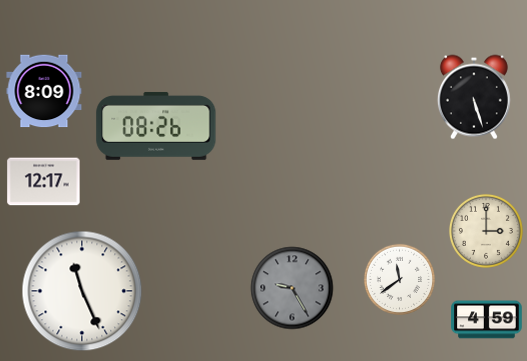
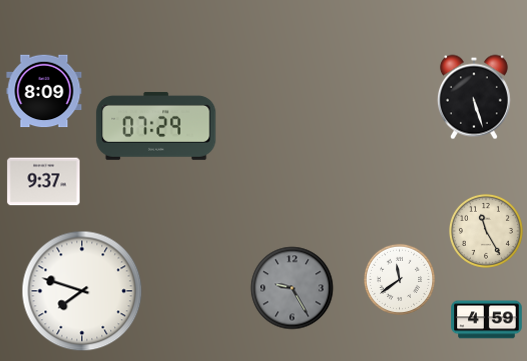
clock at (156, 126): 08:26 -> 07:29
clock at (44, 182): 12:17 -> 9:37
clock at (486, 231): 3:00 -> 11:25
clock at (82, 291): 11:26 -> 7:48
